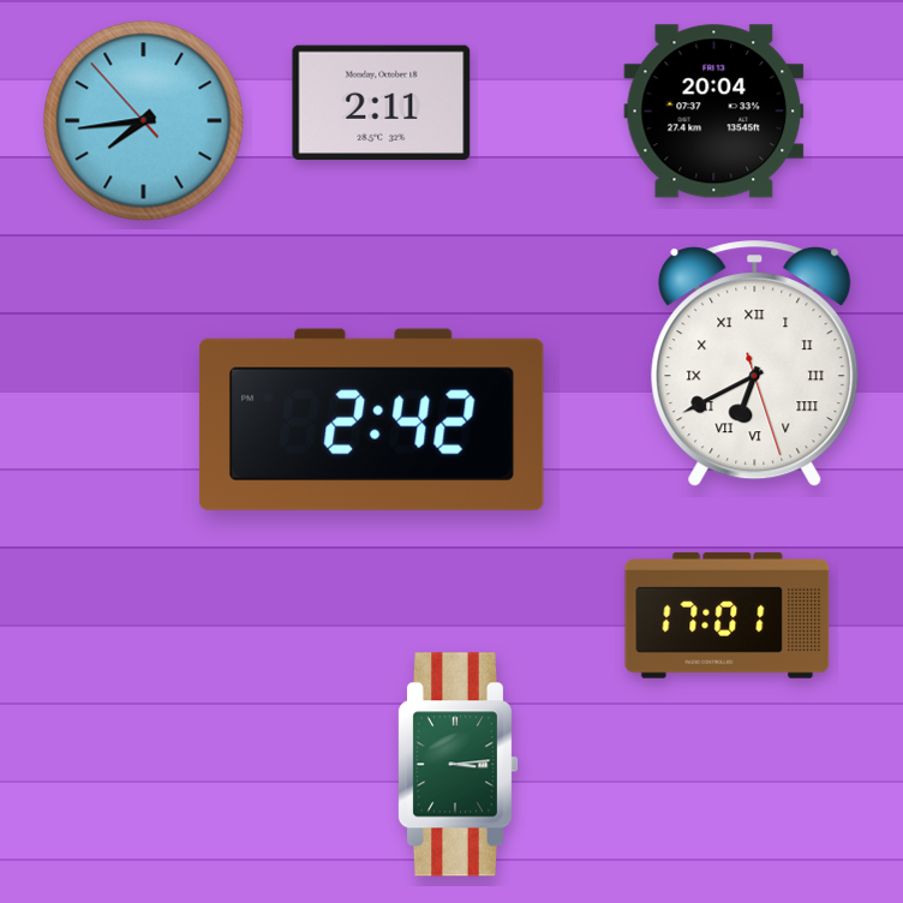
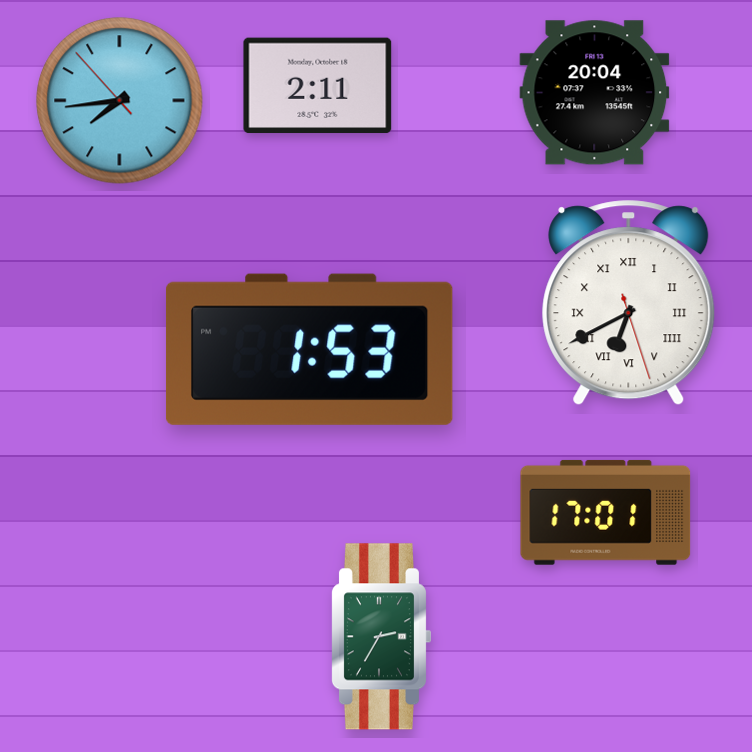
clock at (371, 419): 2:42 -> 1:53
clock at (458, 765): 3:14 -> 2:35
